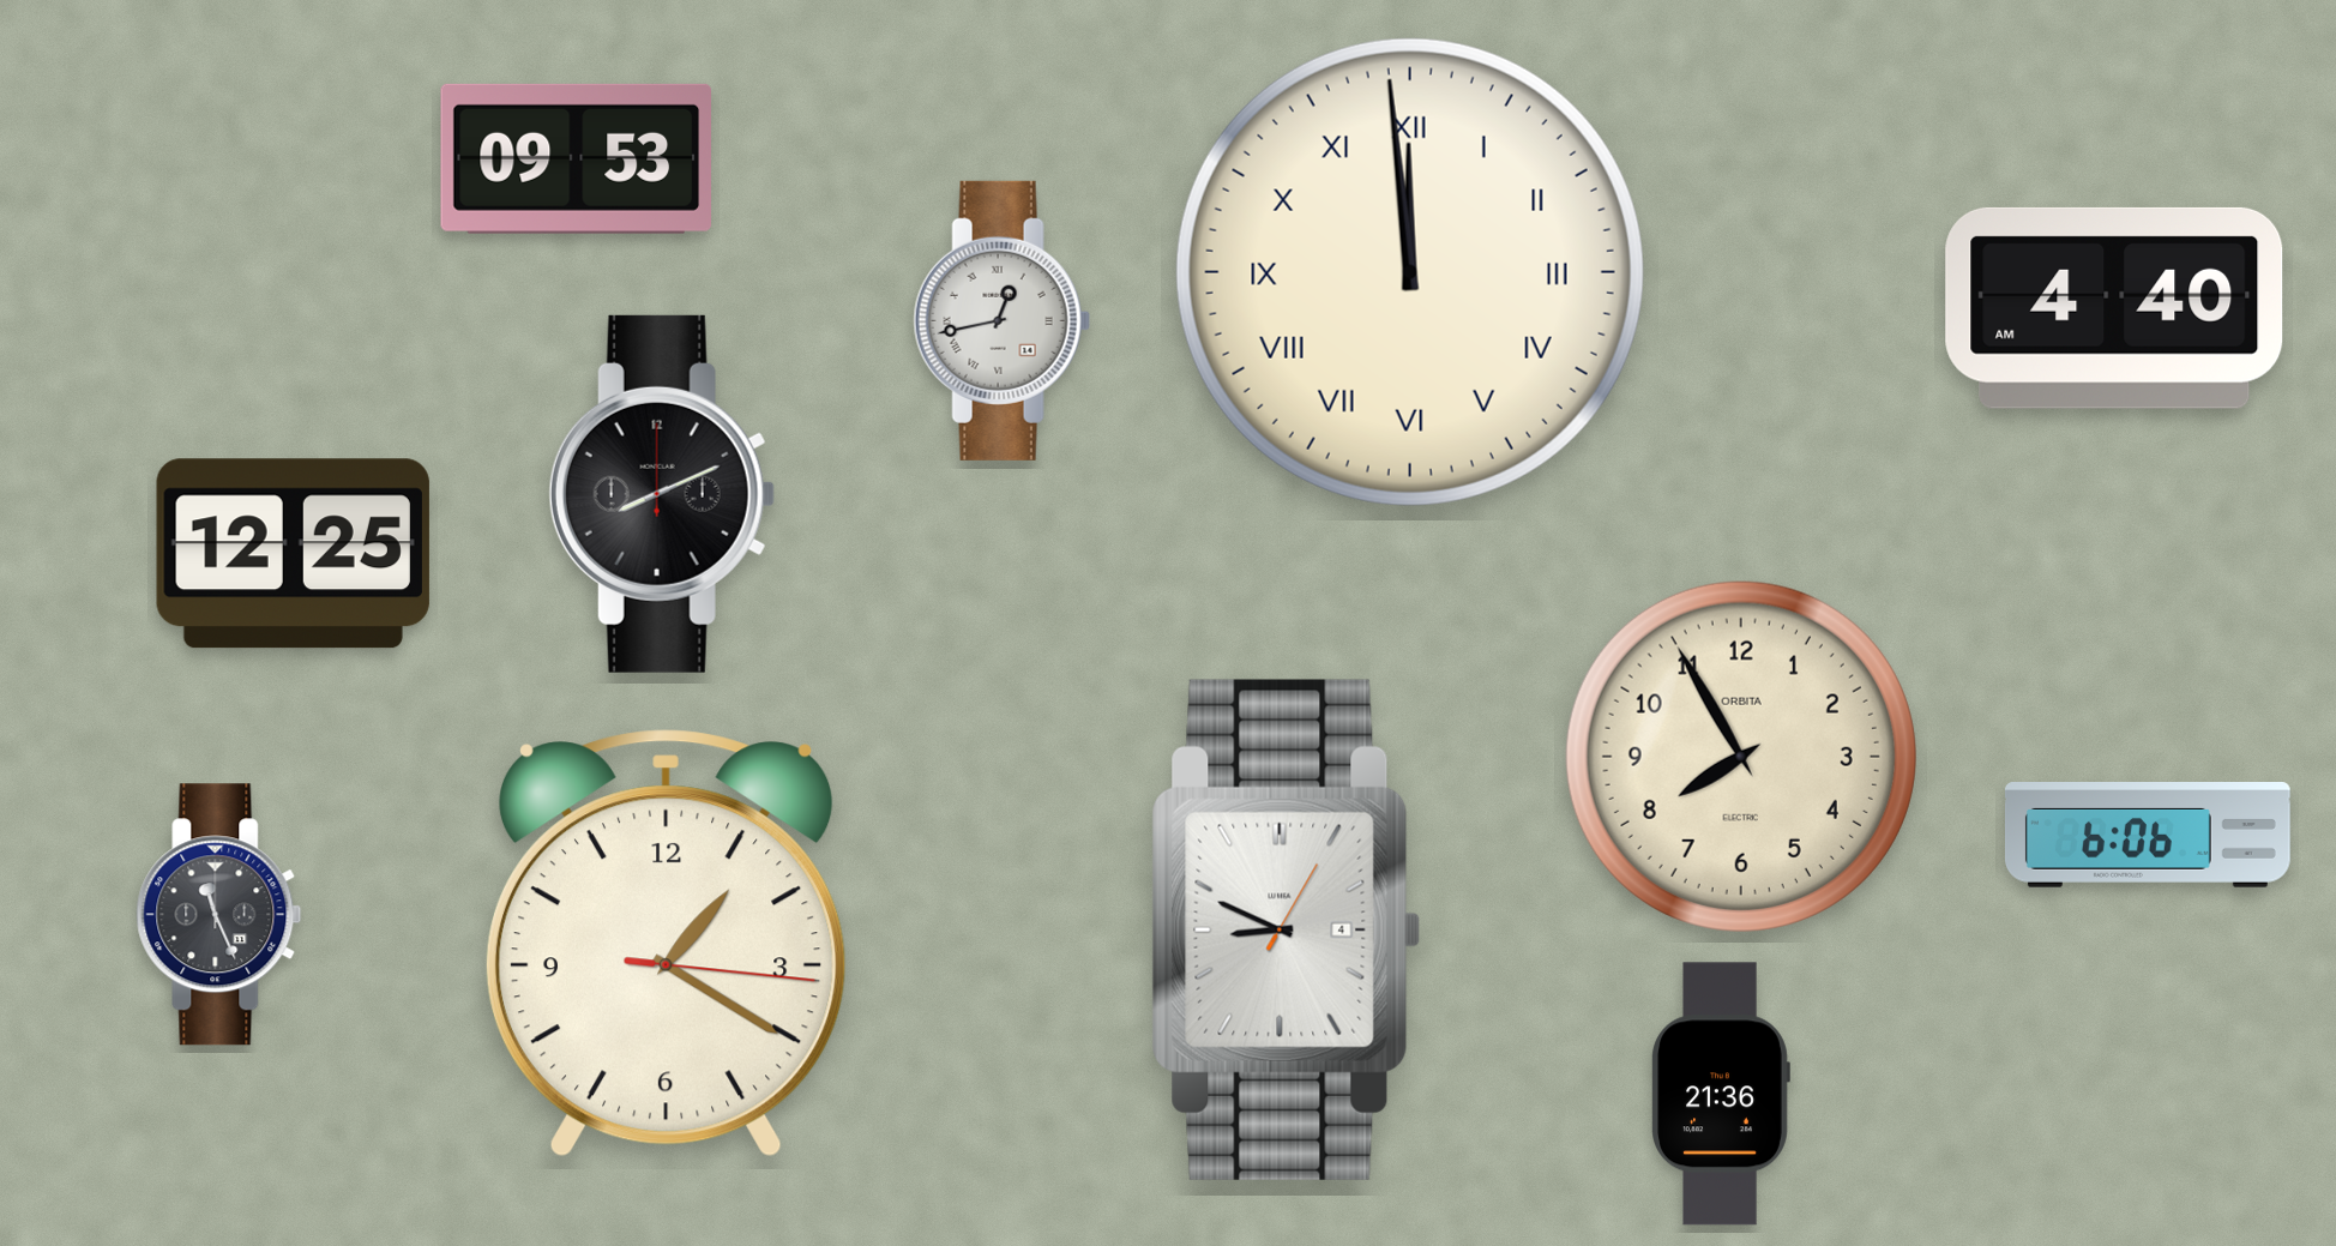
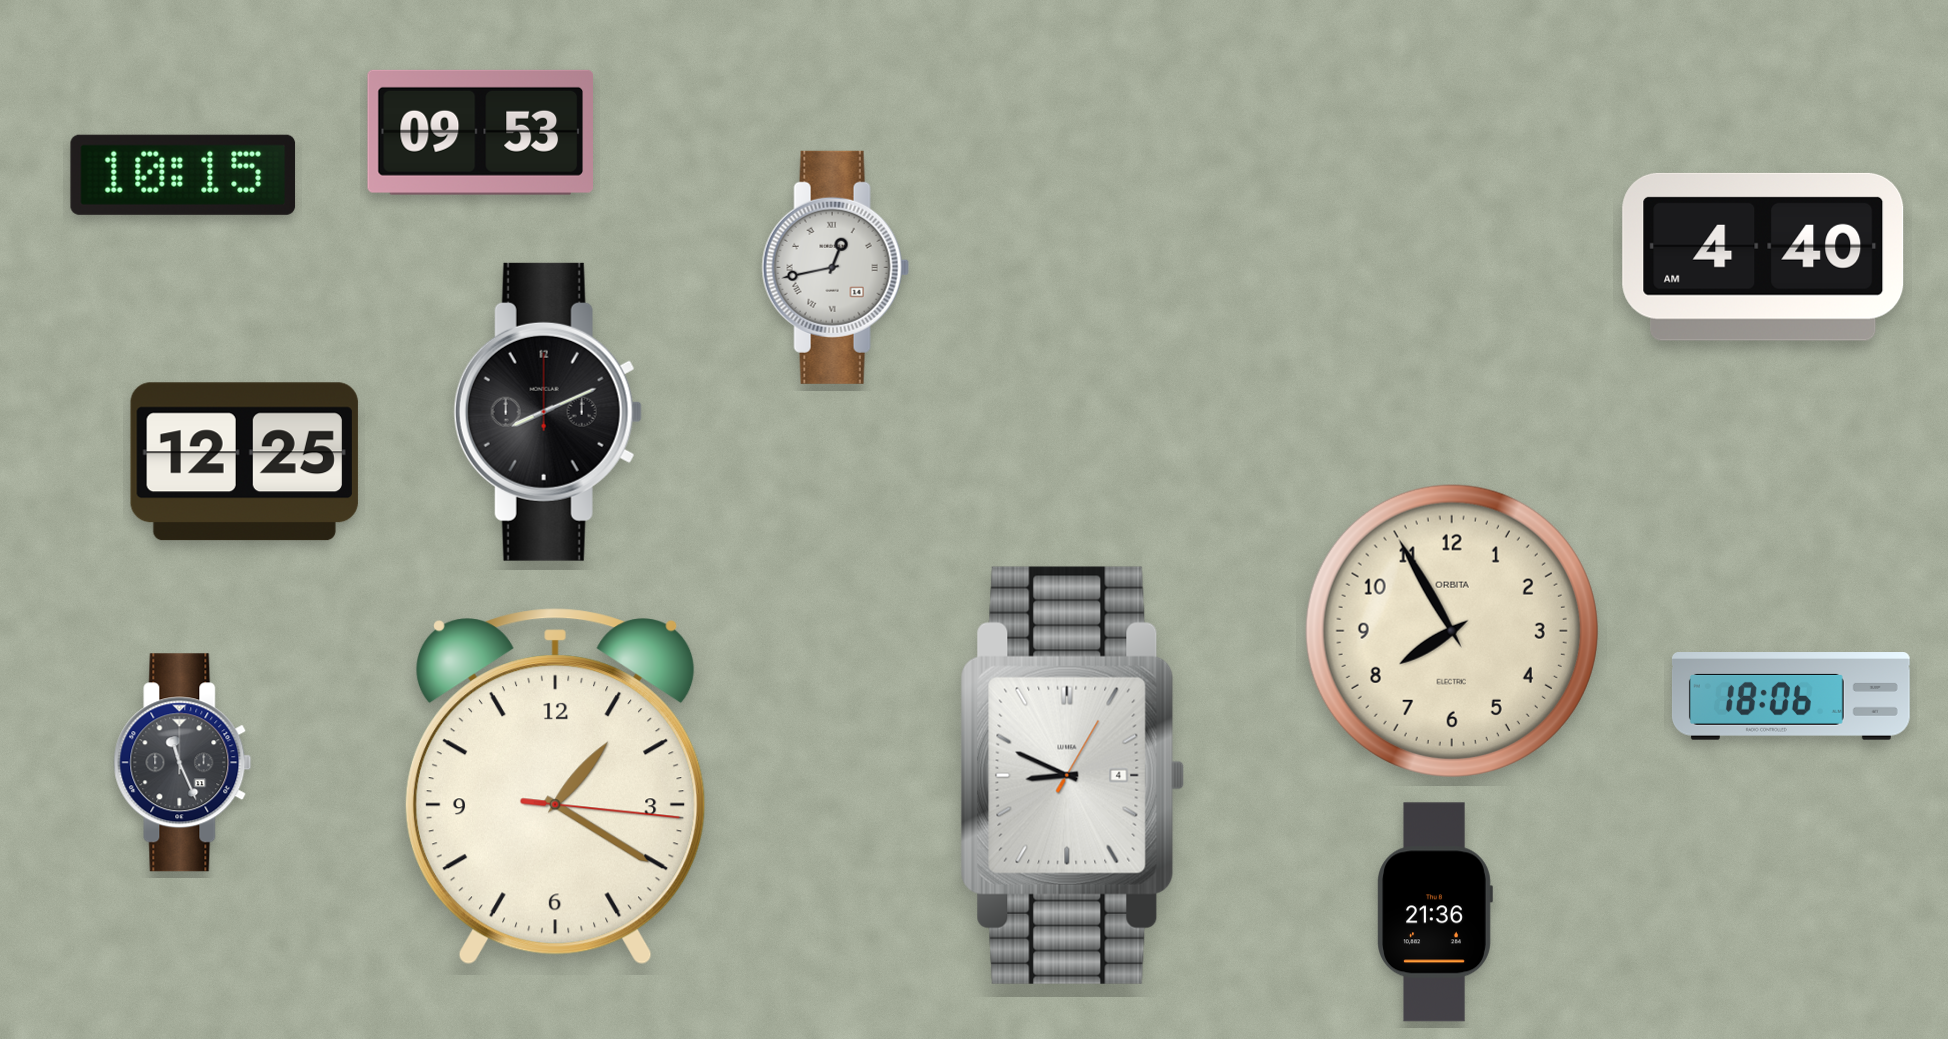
clock at (183, 175): none -> 10:15
clock at (1410, 272): 11:59 -> none
clock at (662, 494) position: (662, 494) -> (548, 412)
clock at (2148, 836): 6:06 -> 18:06
